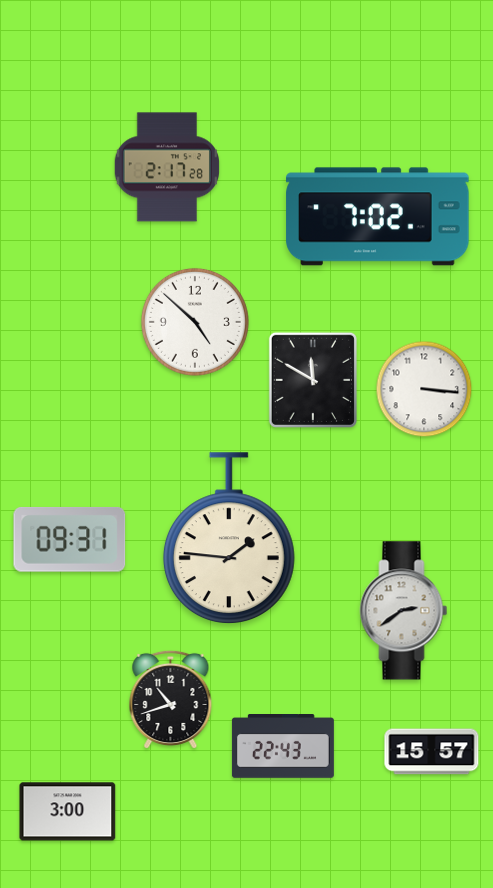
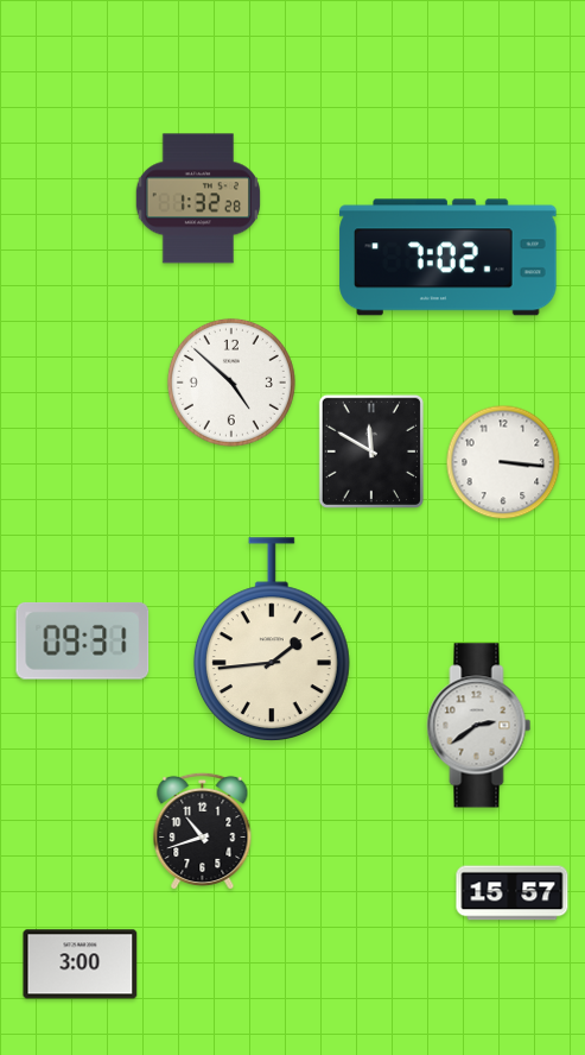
clock at (166, 167): 2:17 -> 1:32
clock at (229, 538): 1:46 -> 1:44
clock at (283, 747): 22:43 -> none
